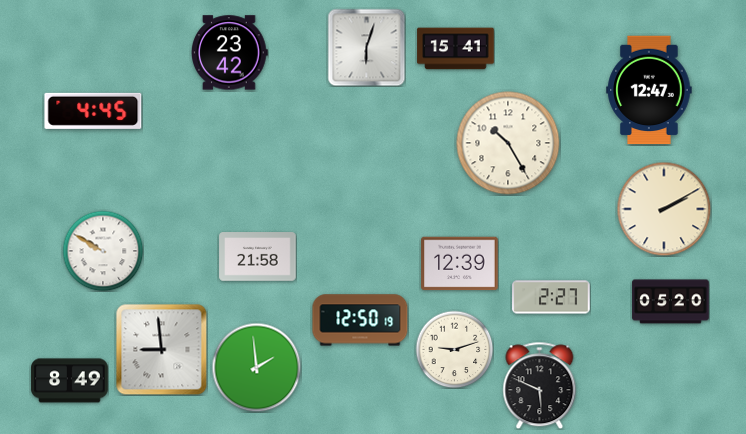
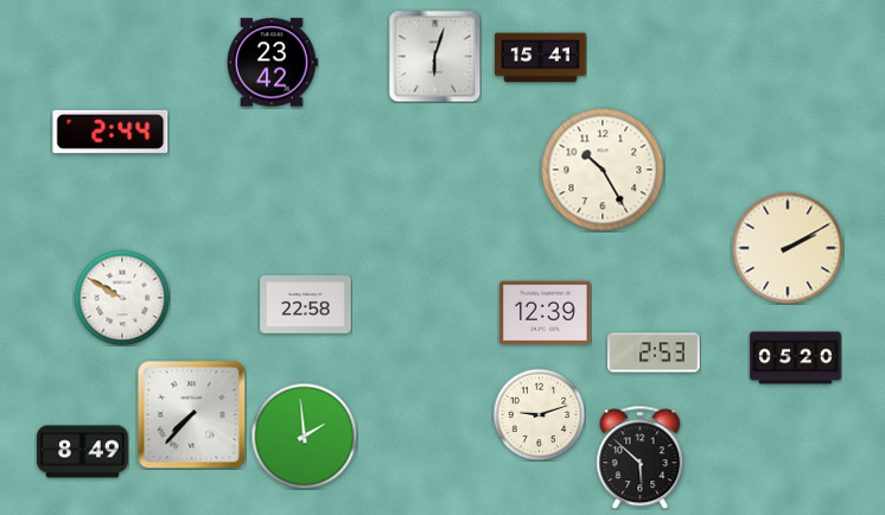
clock at (649, 90): 12:47 -> none
clock at (93, 111): 4:45 -> 2:44
clock at (258, 257): 21:58 -> 22:58
clock at (551, 297): 2:27 -> 2:53
clock at (360, 320): 12:50 -> none
clock at (161, 349): 8:59 -> 7:37
clock at (540, 385): 5:49 -> 5:52
